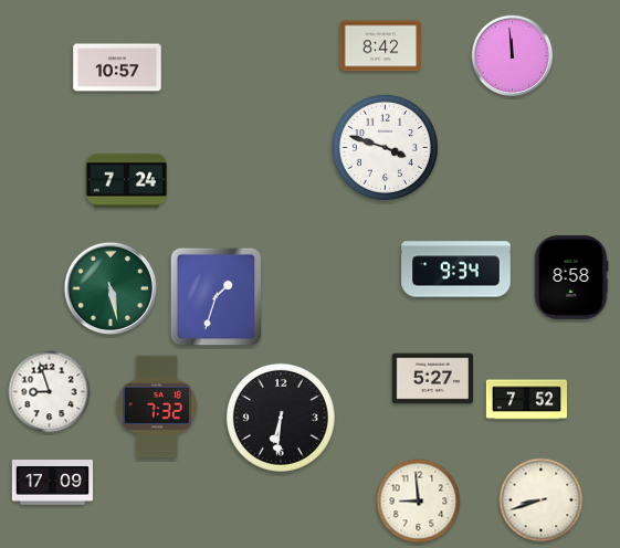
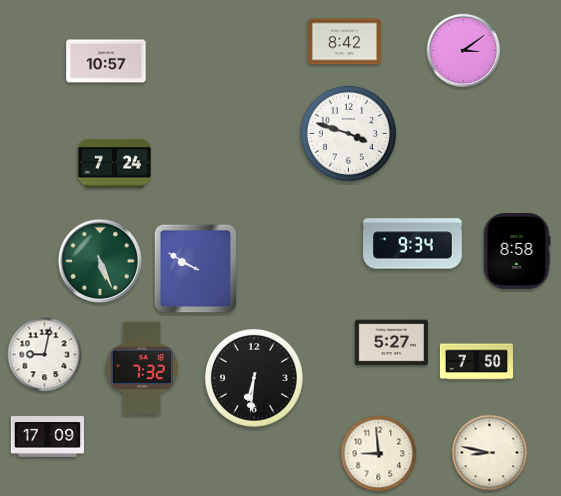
clock at (513, 56): 11:59 -> 3:09
clock at (111, 288): 5:28 -> 5:26
clock at (217, 297): 1:33 -> 9:50
clock at (50, 392): 8:57 -> 9:02
clock at (526, 400): 7:52 -> 7:50
clock at (542, 500): 8:42 -> 8:47
